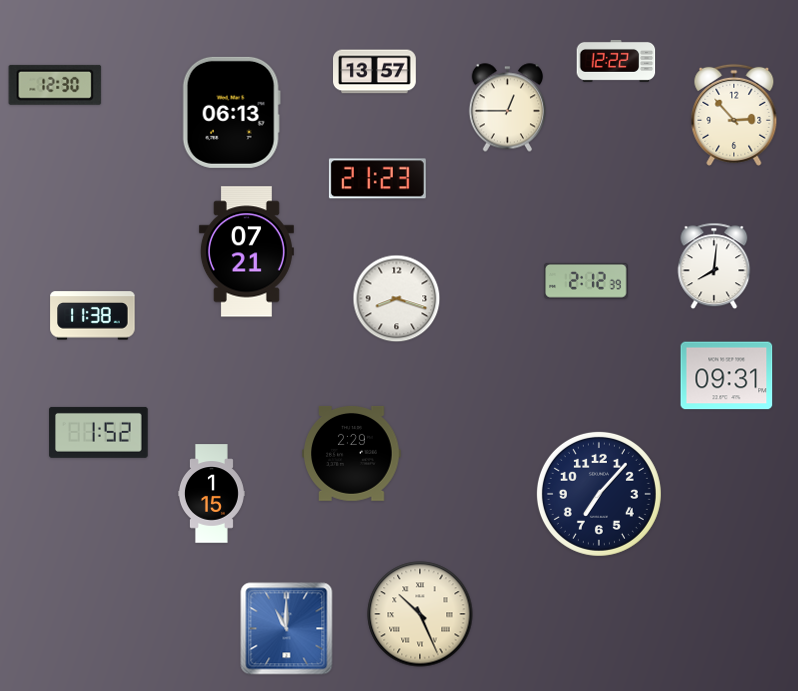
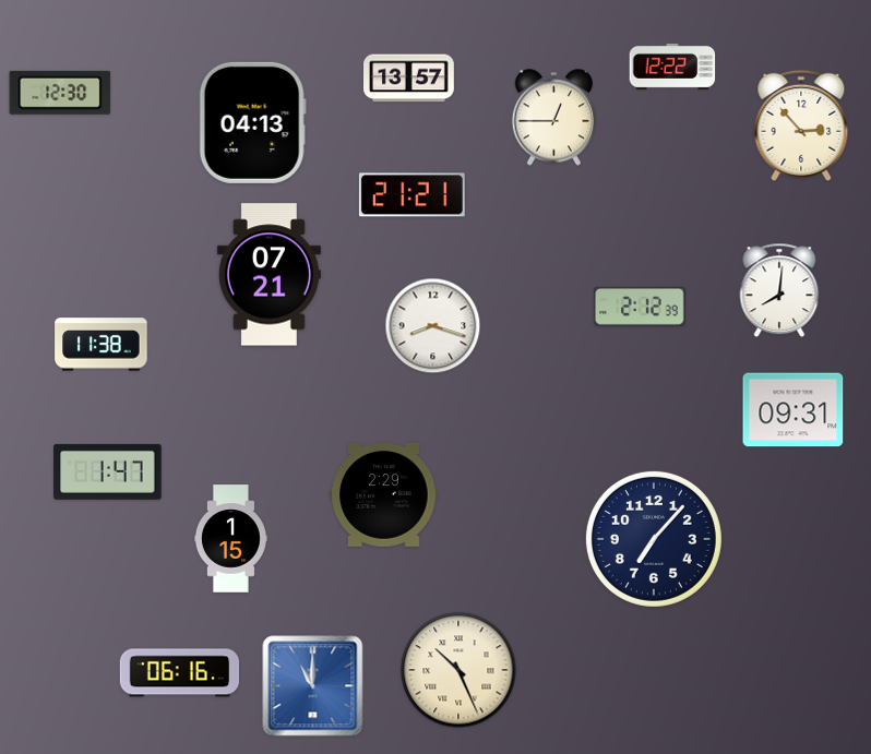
clock at (231, 112): 06:13 -> 04:13
clock at (377, 179): 21:23 -> 21:21
clock at (99, 432): 1:52 -> 1:47
clock at (180, 673): none -> 06:16
